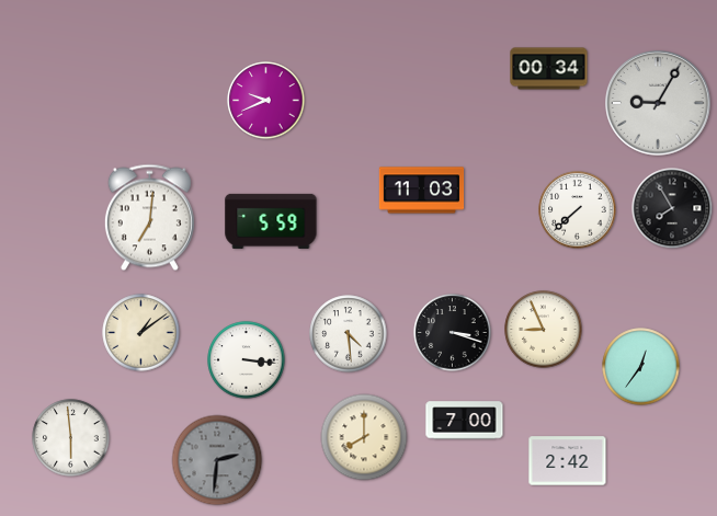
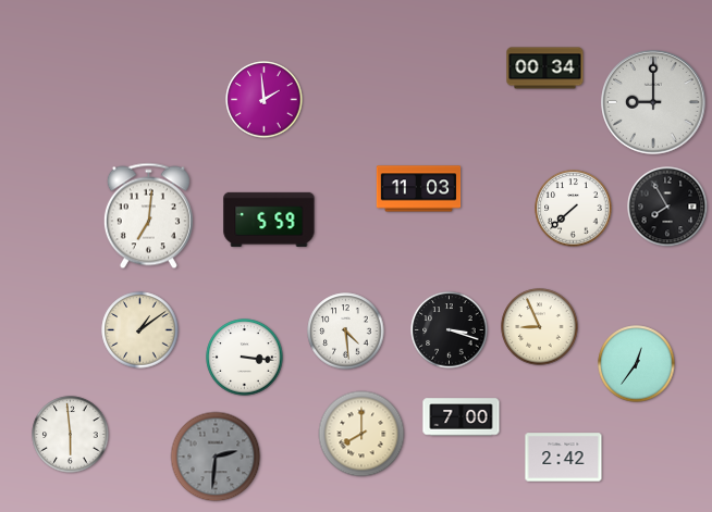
clock at (266, 101): 9:41 -> 1:59
clock at (658, 103): 9:05 -> 9:00
